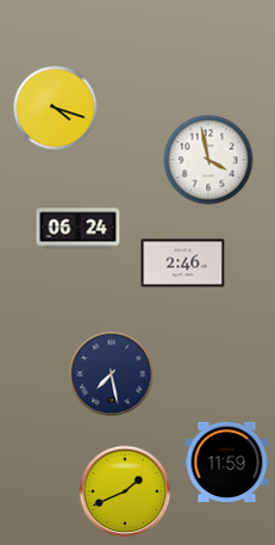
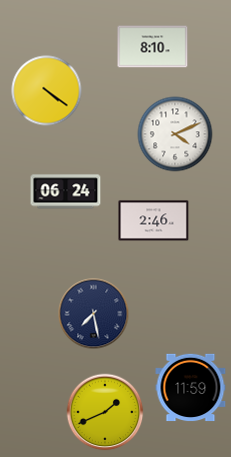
clock at (153, 47): none -> 8:10
clock at (56, 109): 4:18 -> 4:21
clock at (208, 160): 3:58 -> 4:11
